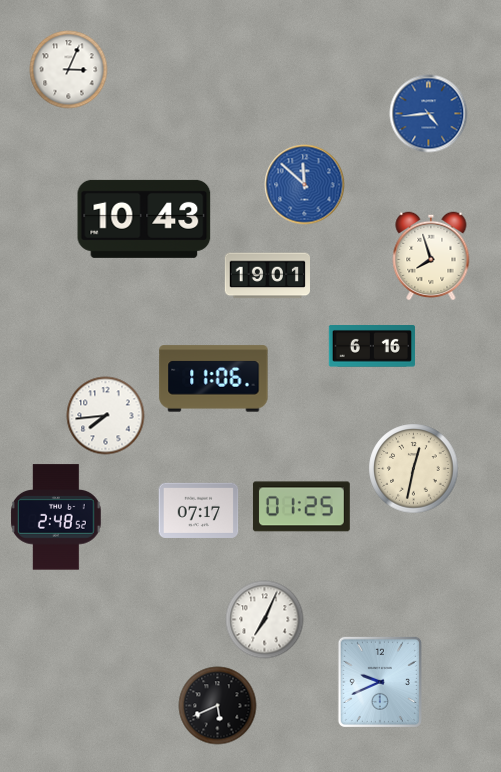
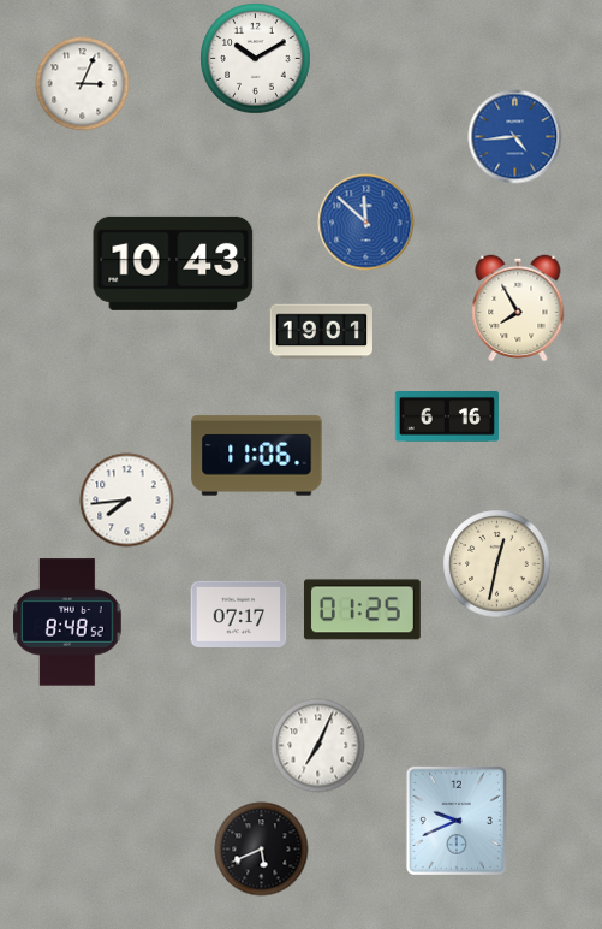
clock at (255, 58): none -> 10:10
clock at (431, 256): 7:57 -> 7:55
clock at (57, 517): 2:48 -> 8:48
